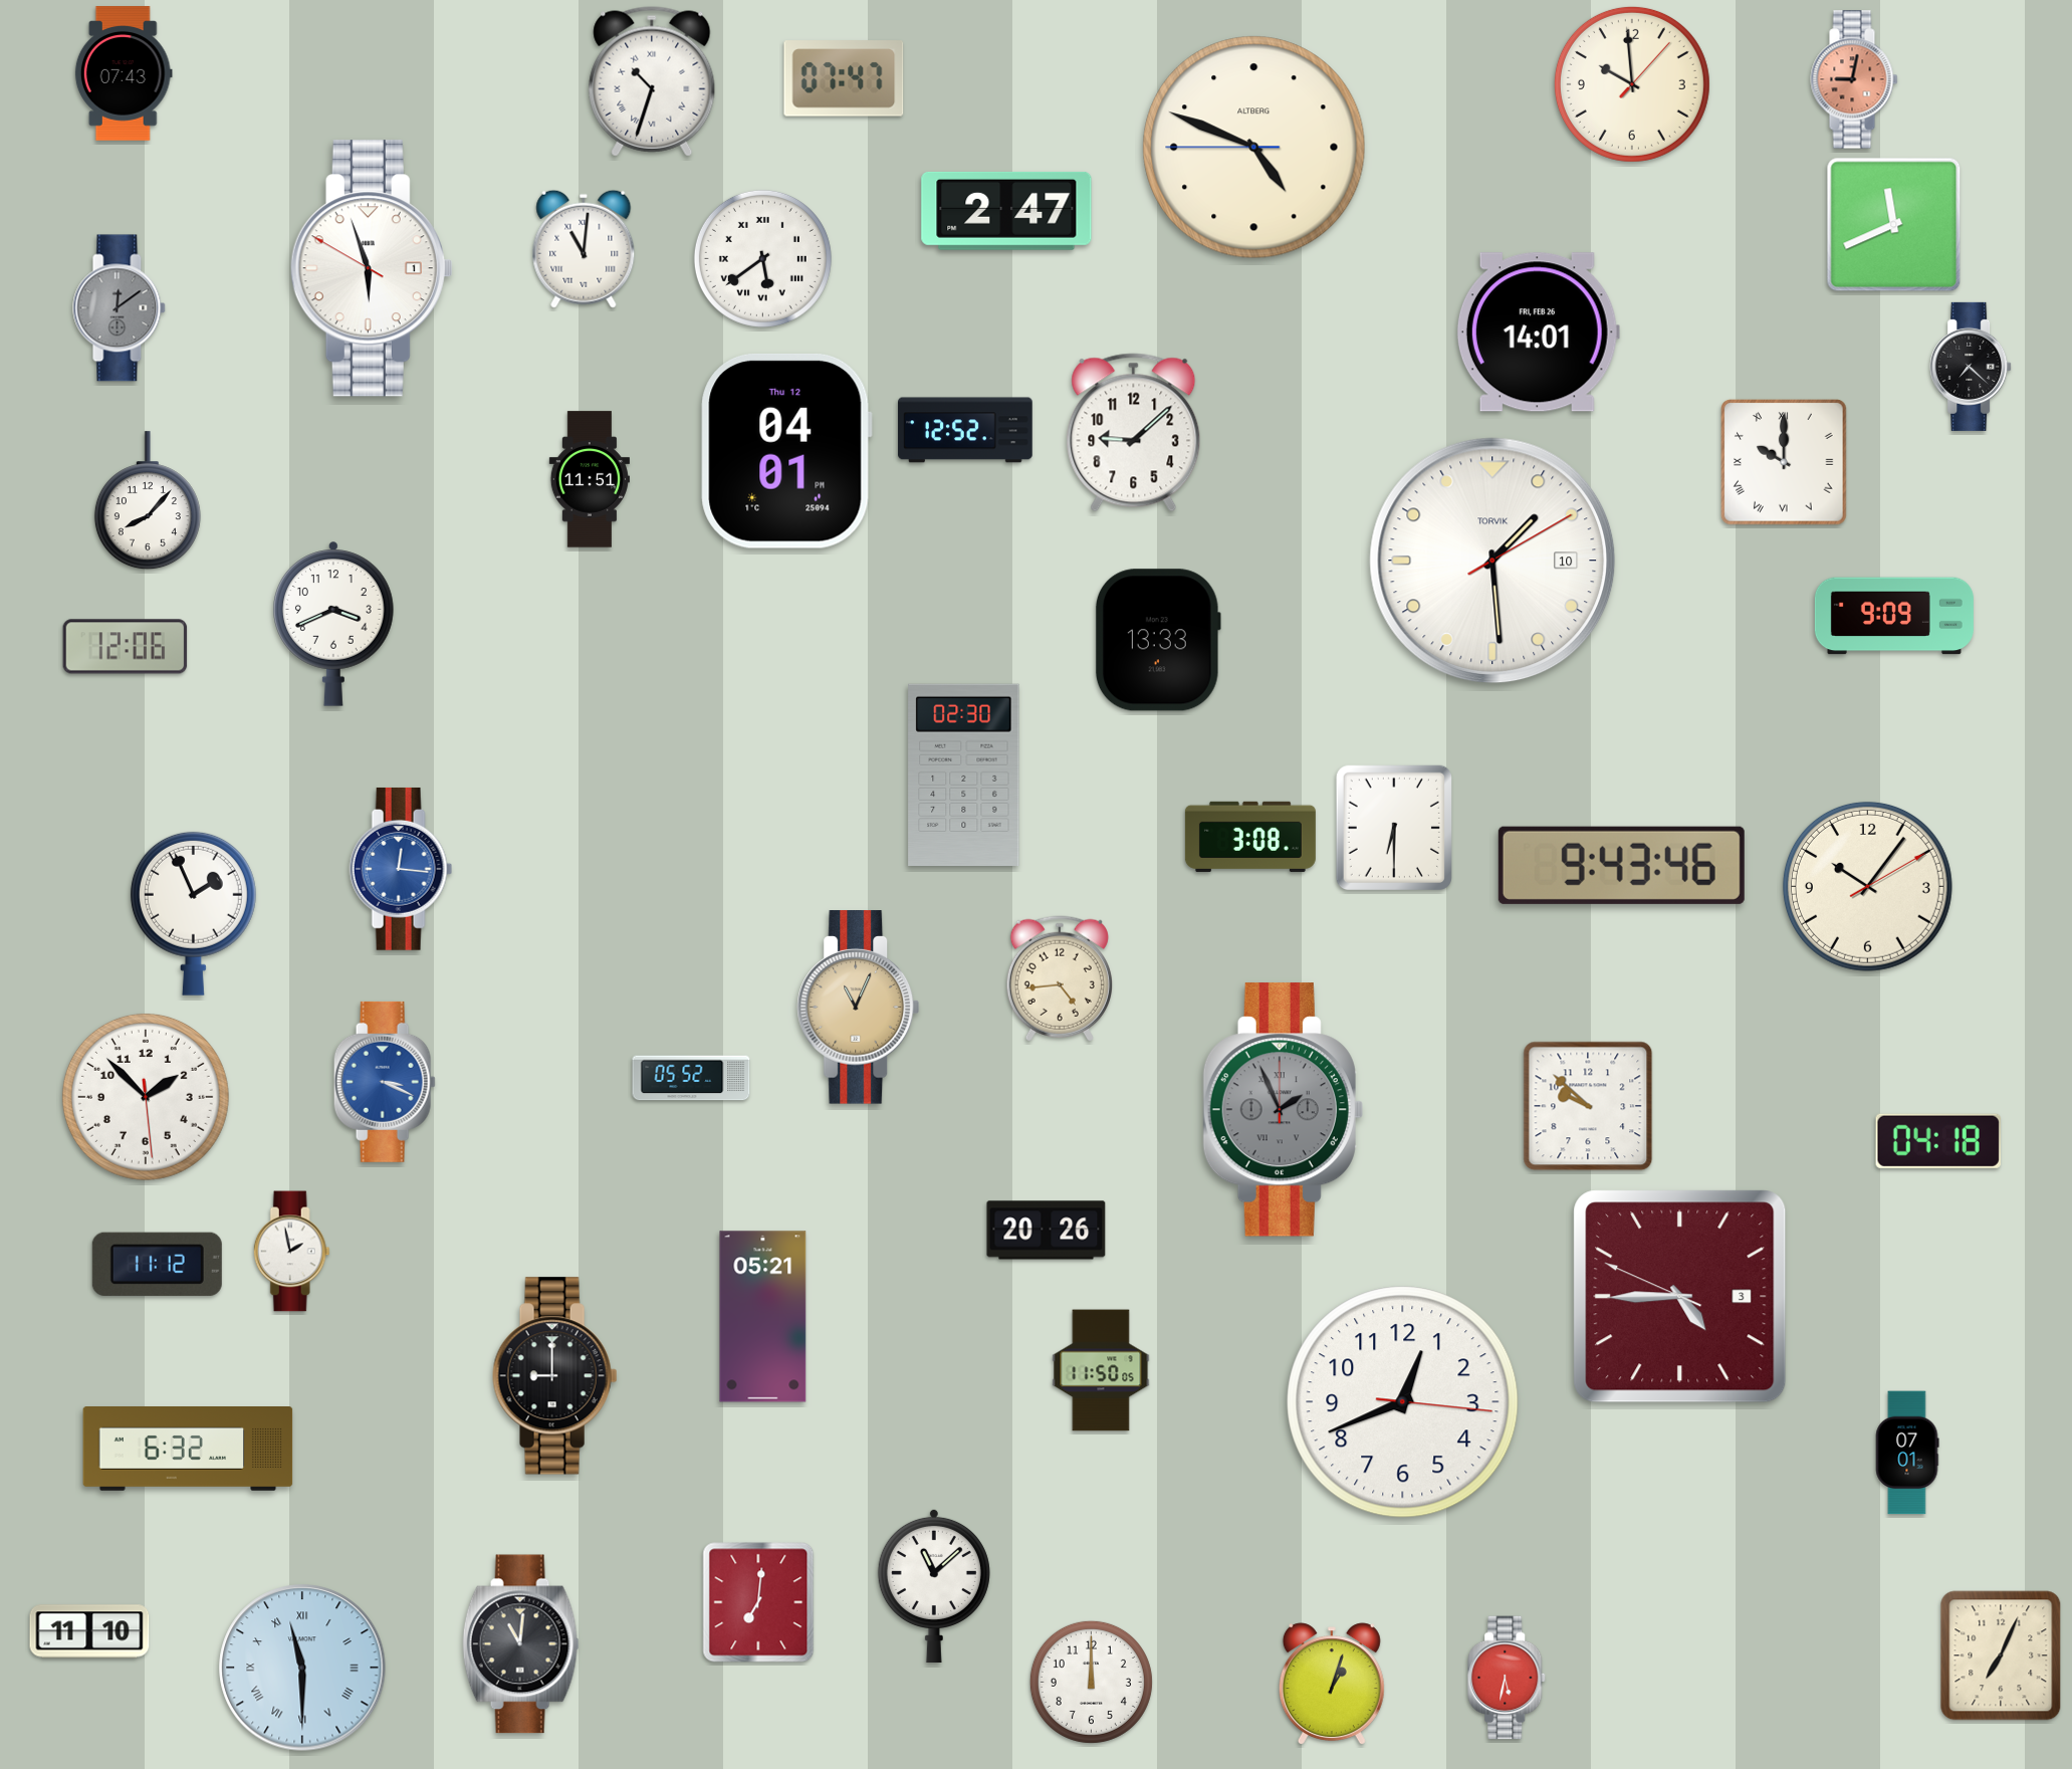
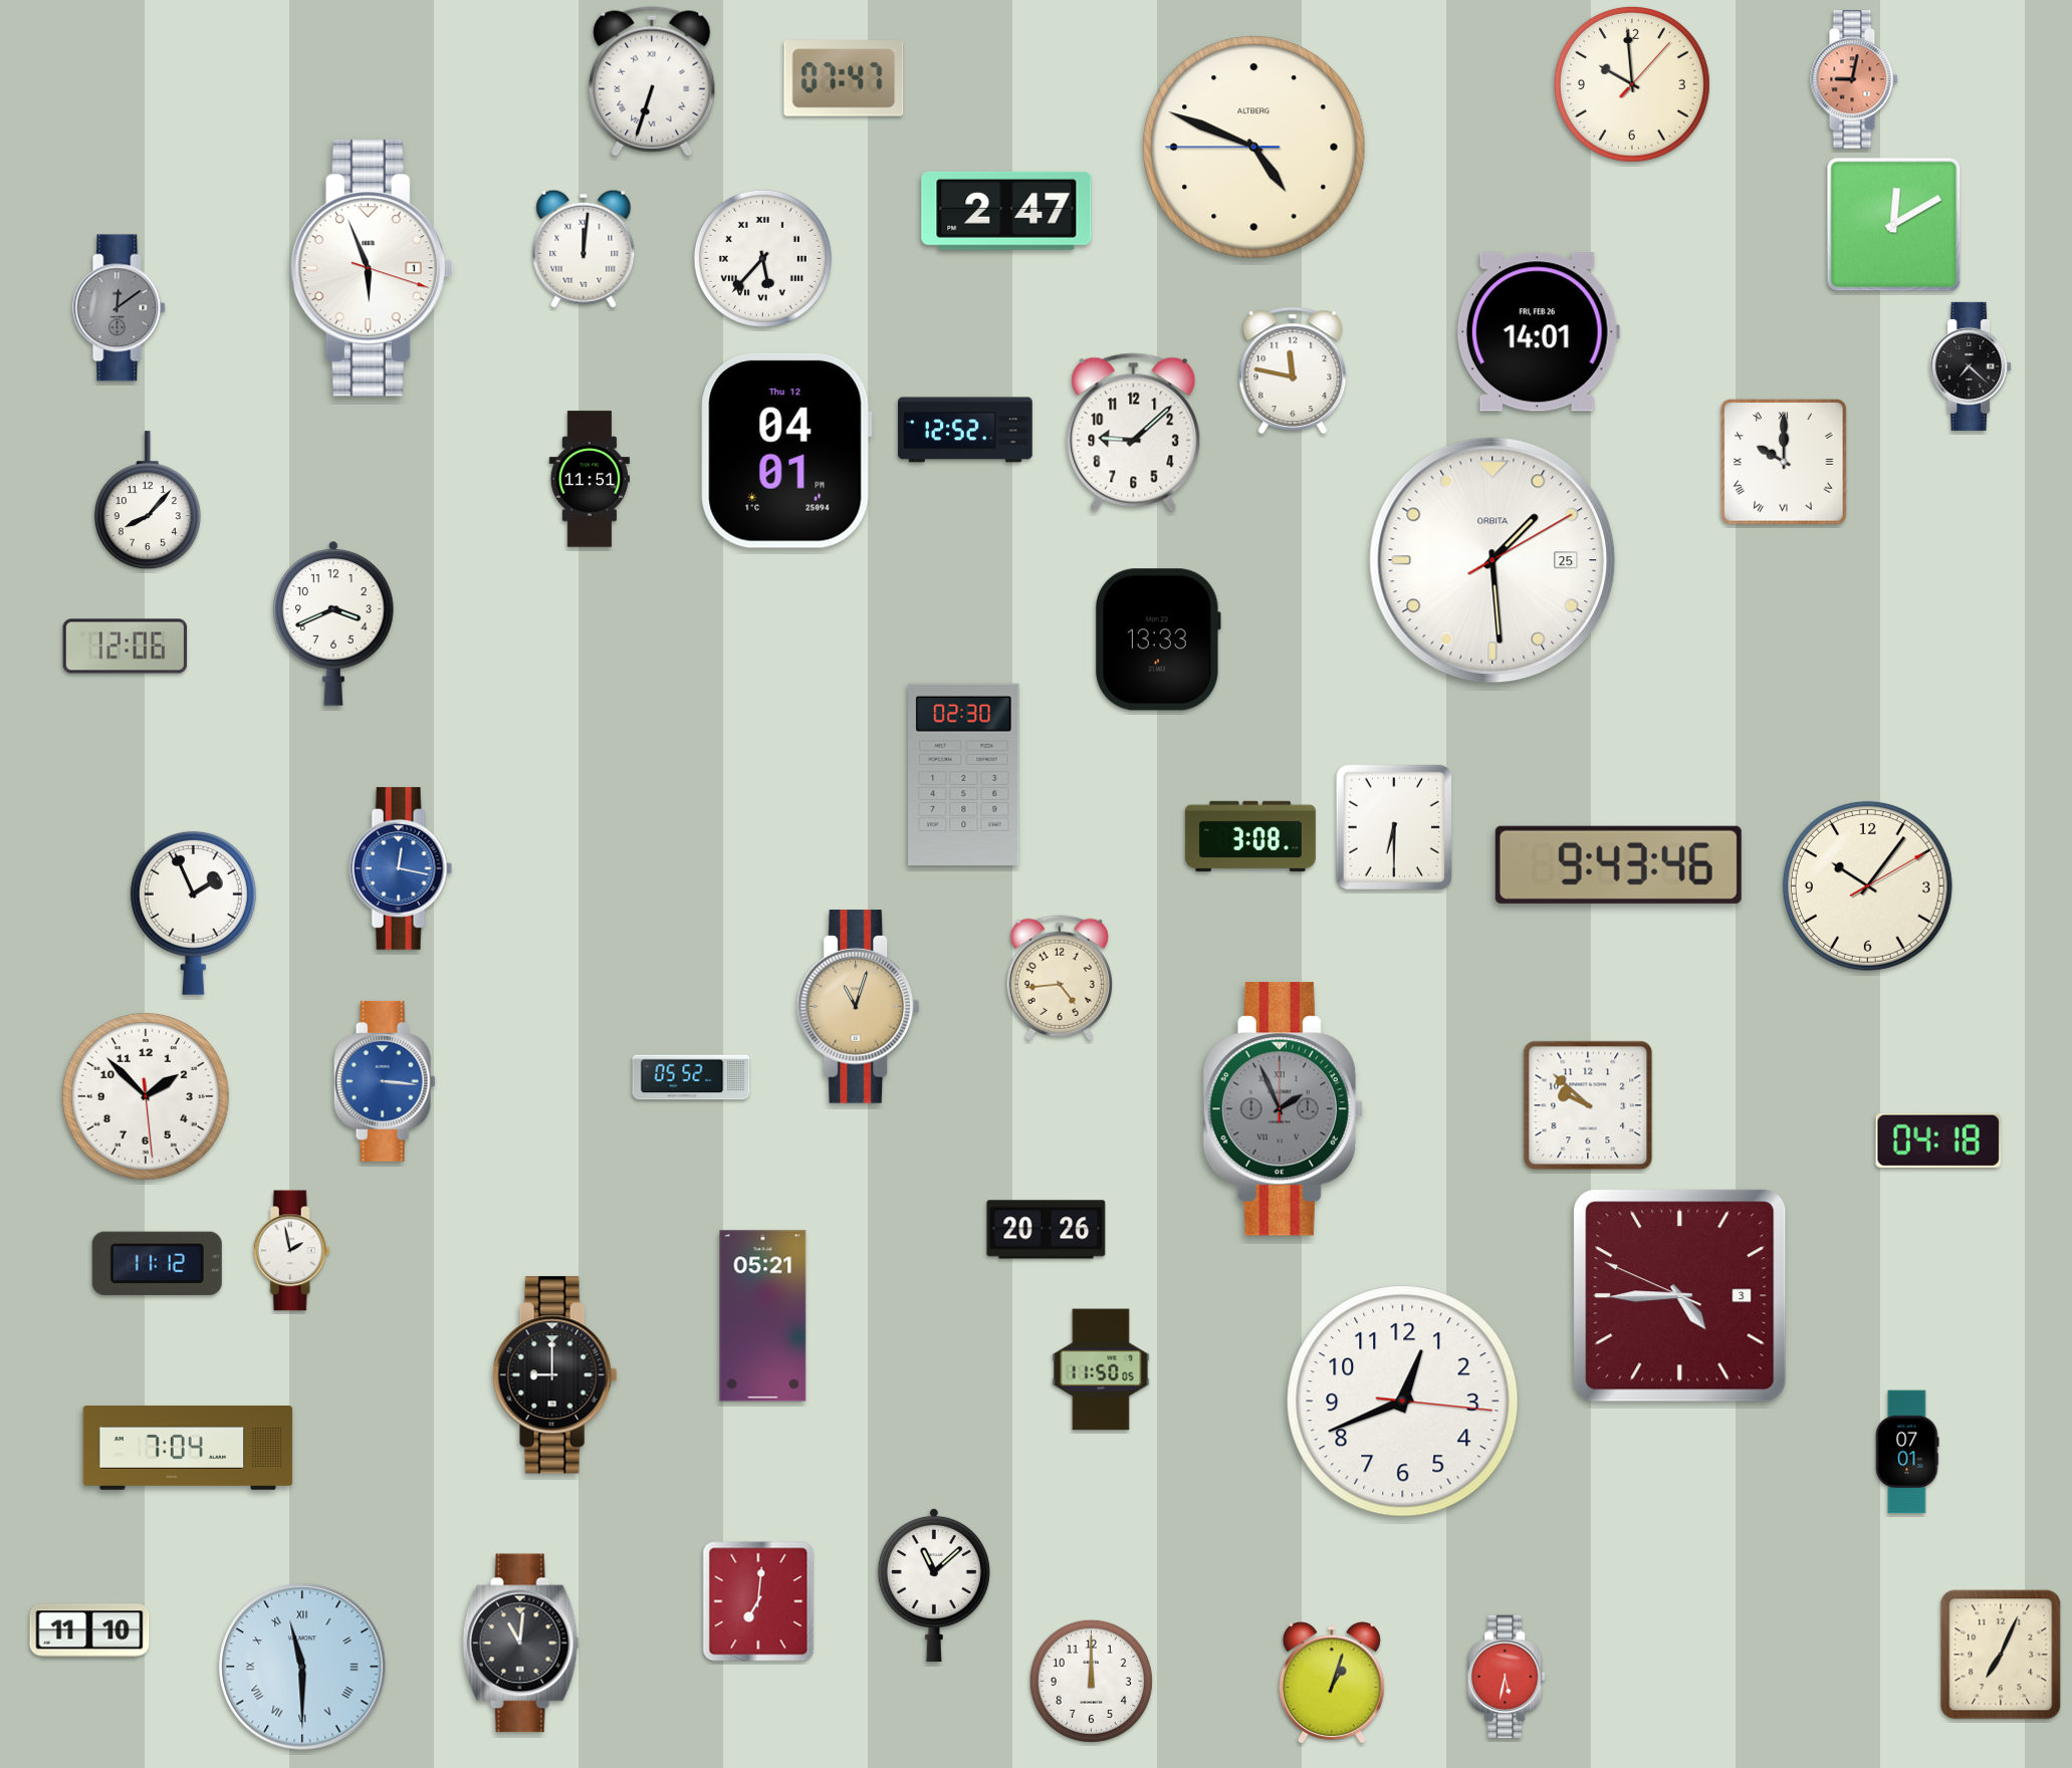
clock at (124, 73): 07:43 -> none
clock at (652, 81): 10:33 -> 6:33
clock at (1894, 225): 11:41 -> 12:10
clock at (584, 249): 11:01 -> 12:01
clock at (762, 258): 5:39 -> 5:37
clock at (372, 268): 5:56:50 -> 5:56:18
clock at (1293, 370): none -> 11:47
clock at (1492, 561) date: 10 -> 25
clock at (1492, 561) brand: TORVIK -> ORBITA
clock at (1894, 616): 9:09 -> none
clock at (1621, 865) position: (1621, 865) -> (1618, 864)
clock at (401, 869): 12:16 -> 12:17
clock at (859, 1008): 11:04 -> 11:03
clock at (385, 1082): 3:19 -> 3:16
clock at (188, 1450): 6:32 -> 7:04
